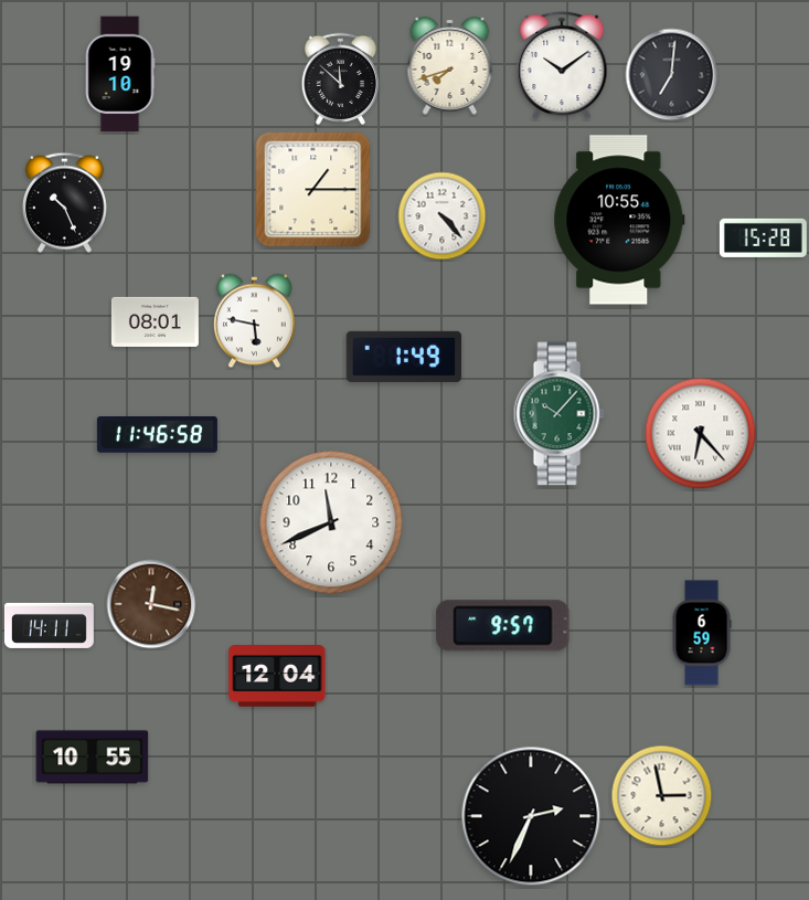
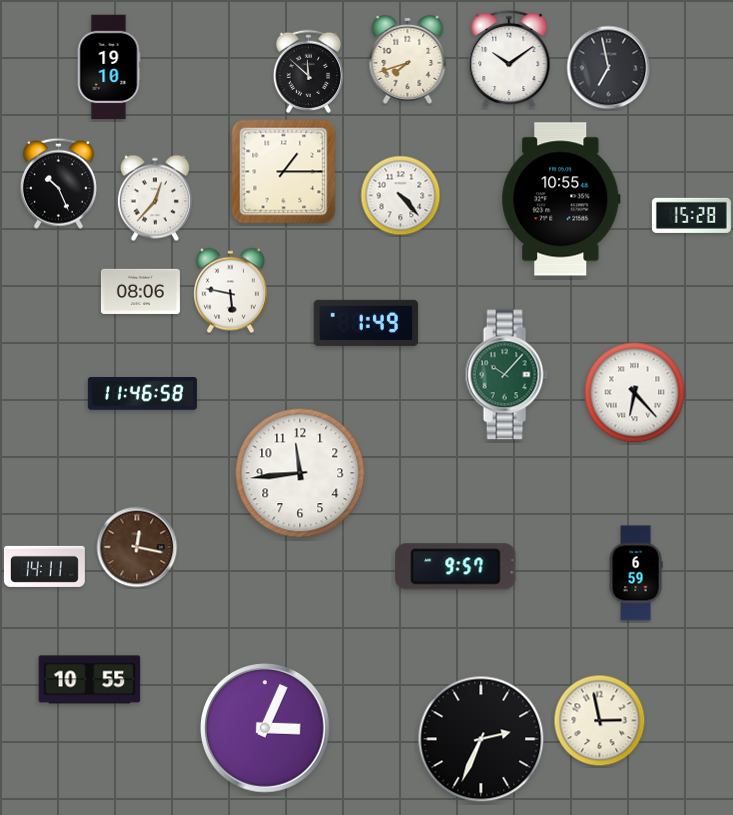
clock at (672, 75): 7:01 -> 6:58
clock at (155, 198): none -> 12:37
clock at (155, 321): 08:01 -> 08:06
clock at (331, 522): 11:41 -> 11:44
clock at (277, 677): 12:04 -> none
clock at (93, 758) position: (93, 758) -> (90, 680)
clock at (266, 729): none -> 3:04
